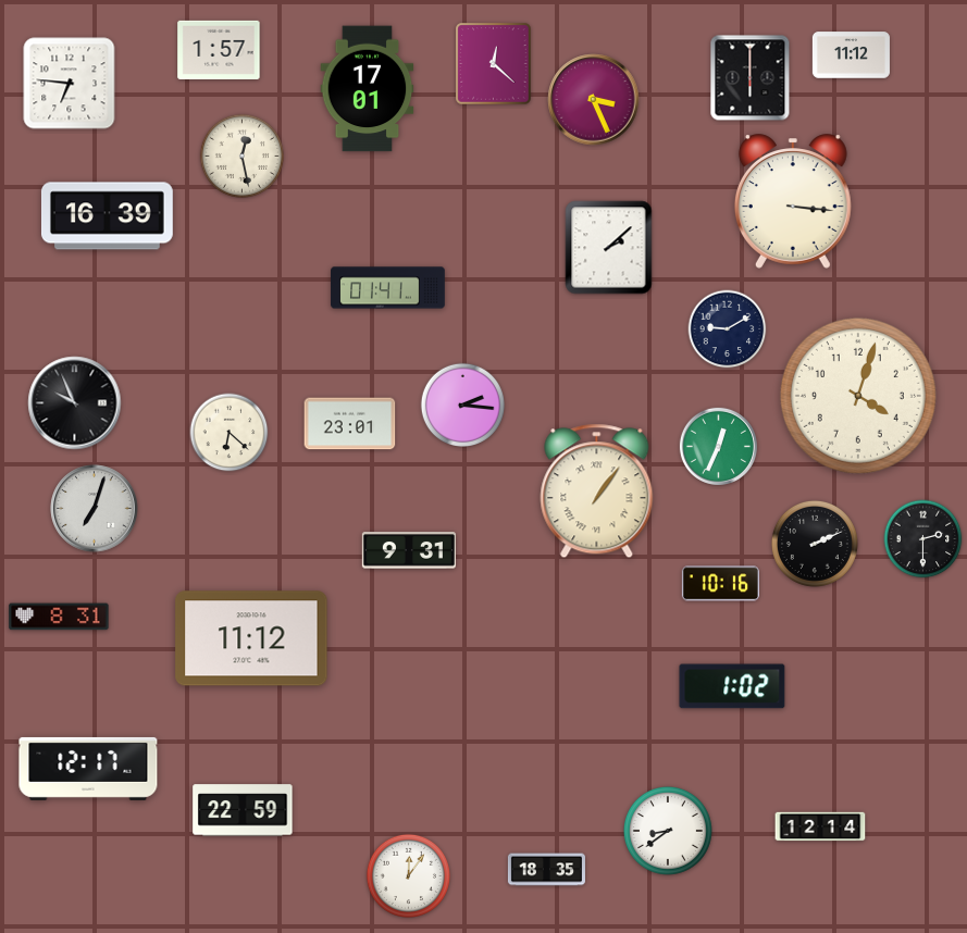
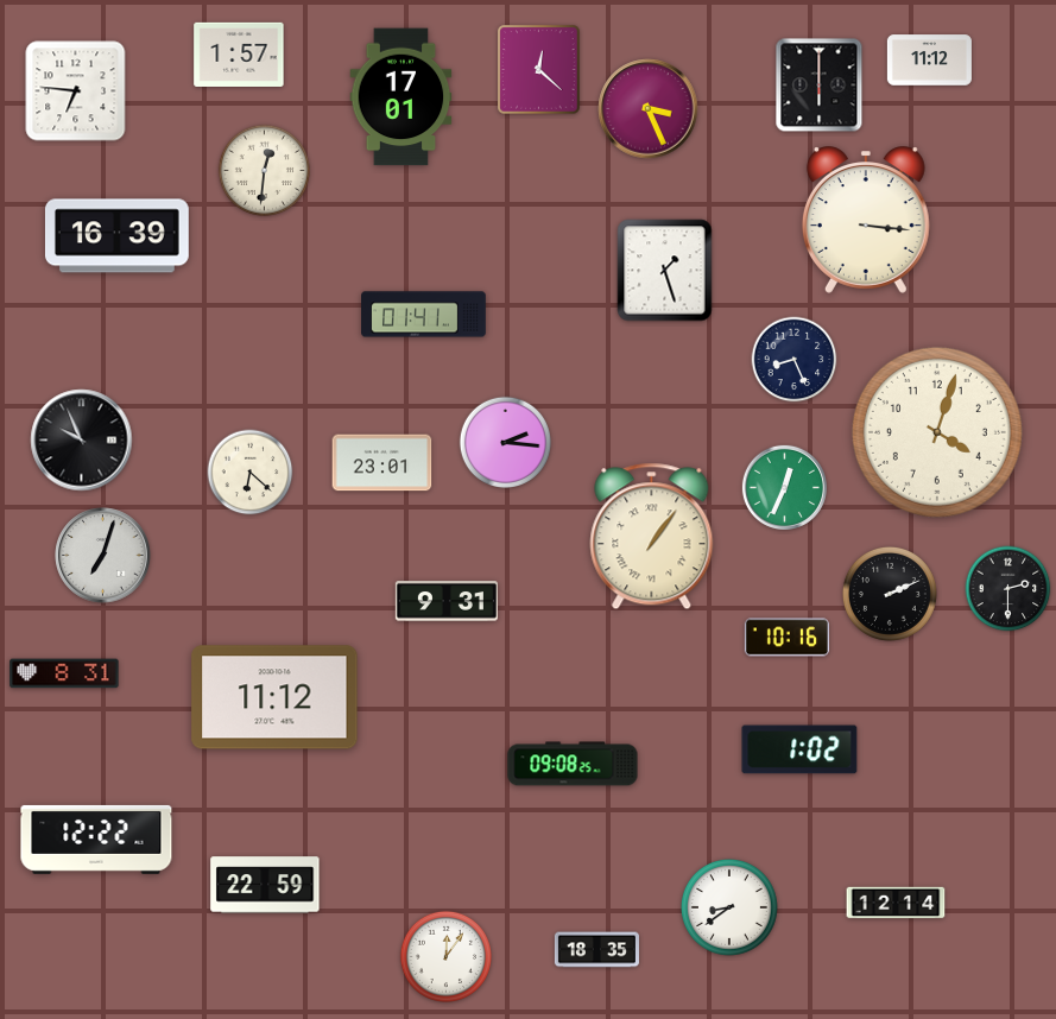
clock at (241, 155): 12:28 -> 12:31
clock at (609, 248): 2:08 -> 1:27
clock at (728, 329): 9:10 -> 8:26
clock at (573, 764): none -> 09:08
clock at (88, 769): 12:17 -> 12:22
